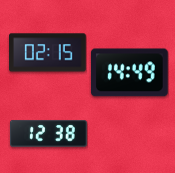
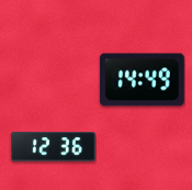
clock at (48, 53): 02:15 -> none
clock at (49, 134): 12:38 -> 12:36
